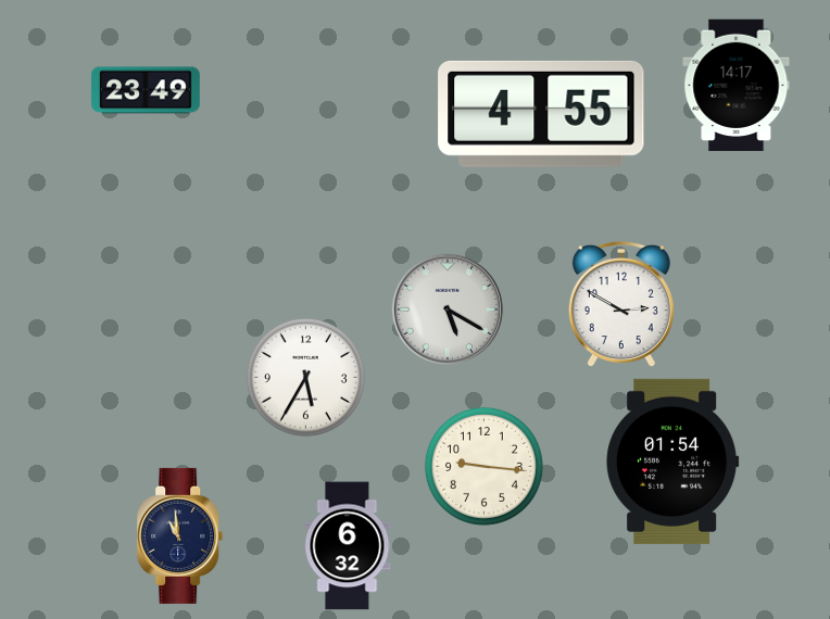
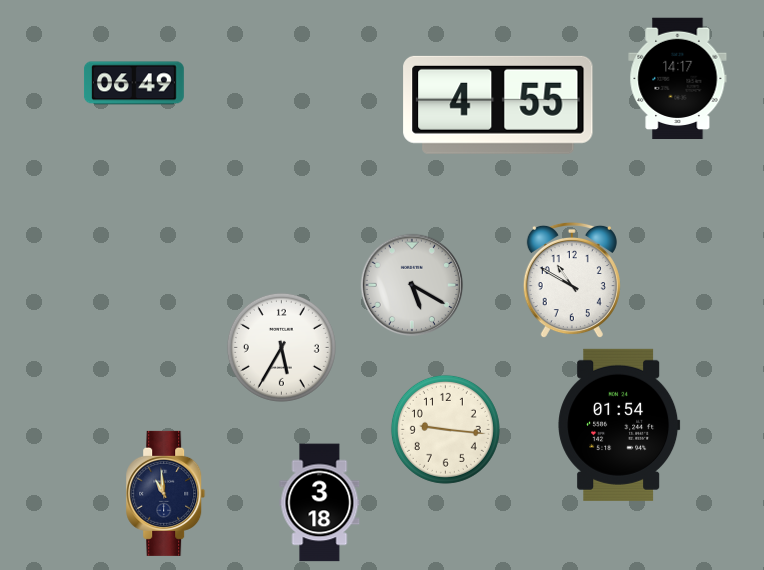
clock at (146, 90): 23:49 -> 06:49
clock at (621, 304): 2:50 -> 10:50
clock at (348, 546): 6:32 -> 3:18
